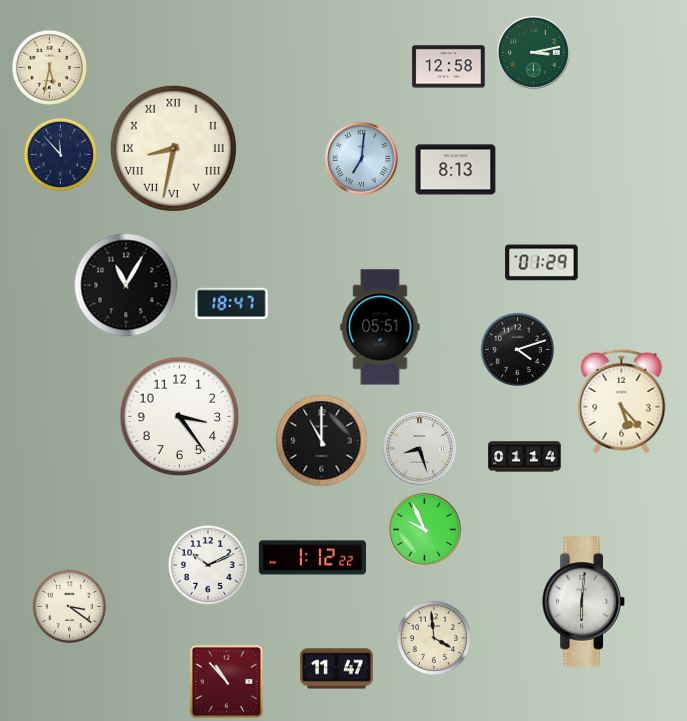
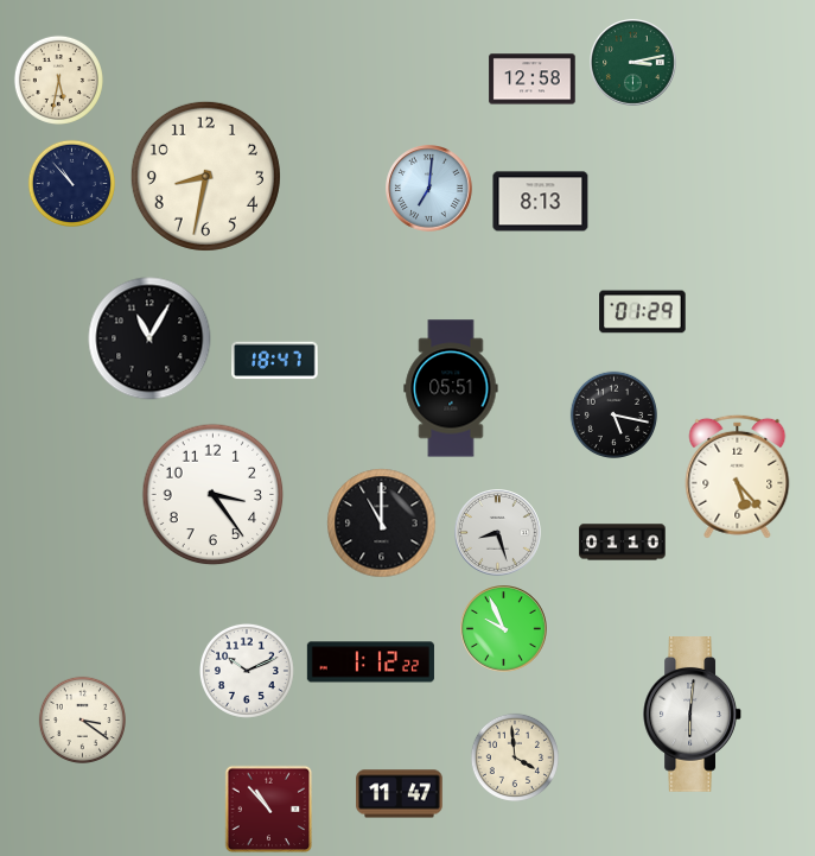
clock at (173, 148) numerals: Roman -> Arabic
clock at (60, 154): 11:53 -> 10:53
clock at (517, 349): 4:12 -> 5:17
clock at (525, 457): 01:14 -> 01:10
